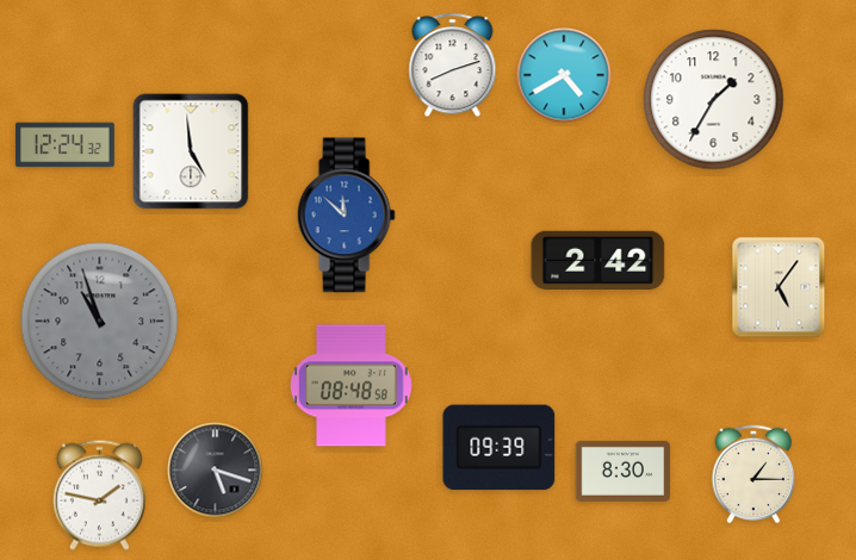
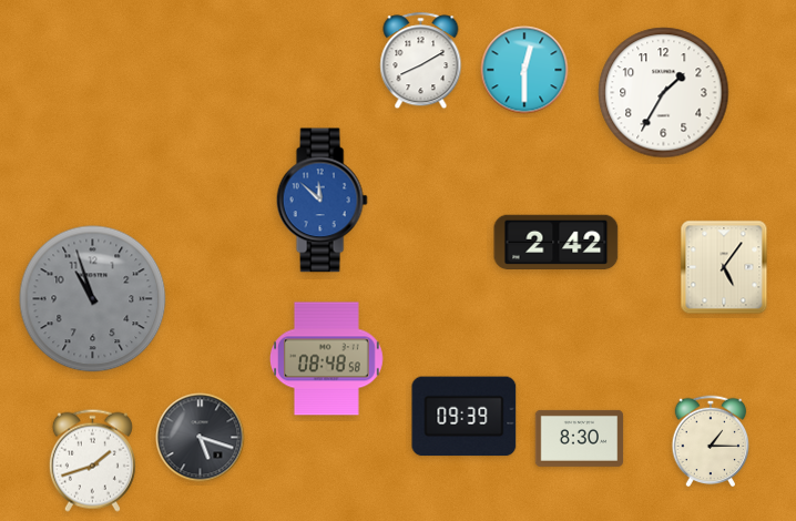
clock at (453, 66): 8:12 -> 8:10
clock at (564, 75): 4:40 -> 12:30
clock at (64, 145): 12:24 -> none
clock at (191, 151): 4:59 -> none
clock at (753, 474) position: (753, 474) -> (711, 441)
clock at (99, 494): 1:47 -> 1:42
